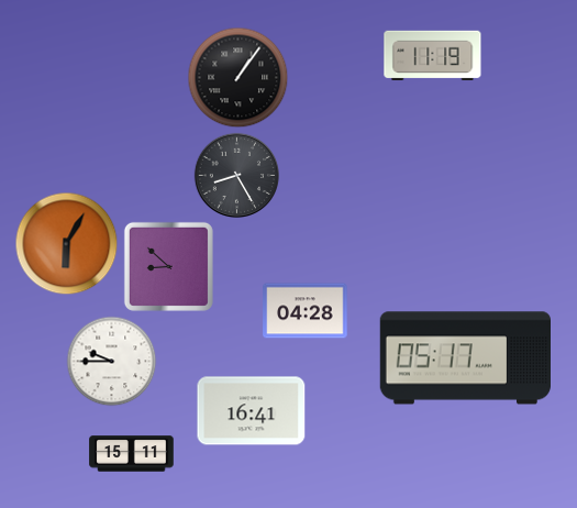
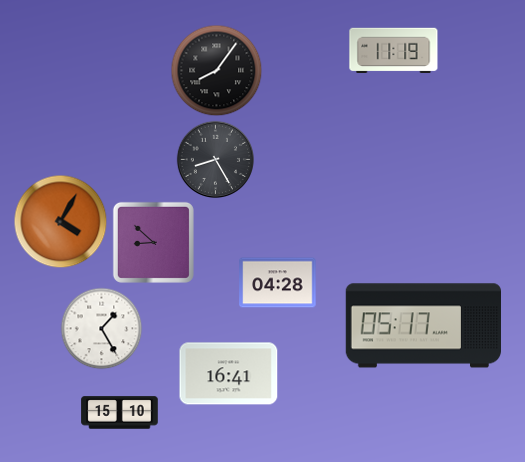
clock at (237, 77): 1:06 -> 8:06
clock at (66, 243): 6:05 -> 4:05
clock at (111, 361): 9:45 -> 1:25
clock at (132, 454): 15:11 -> 15:10
